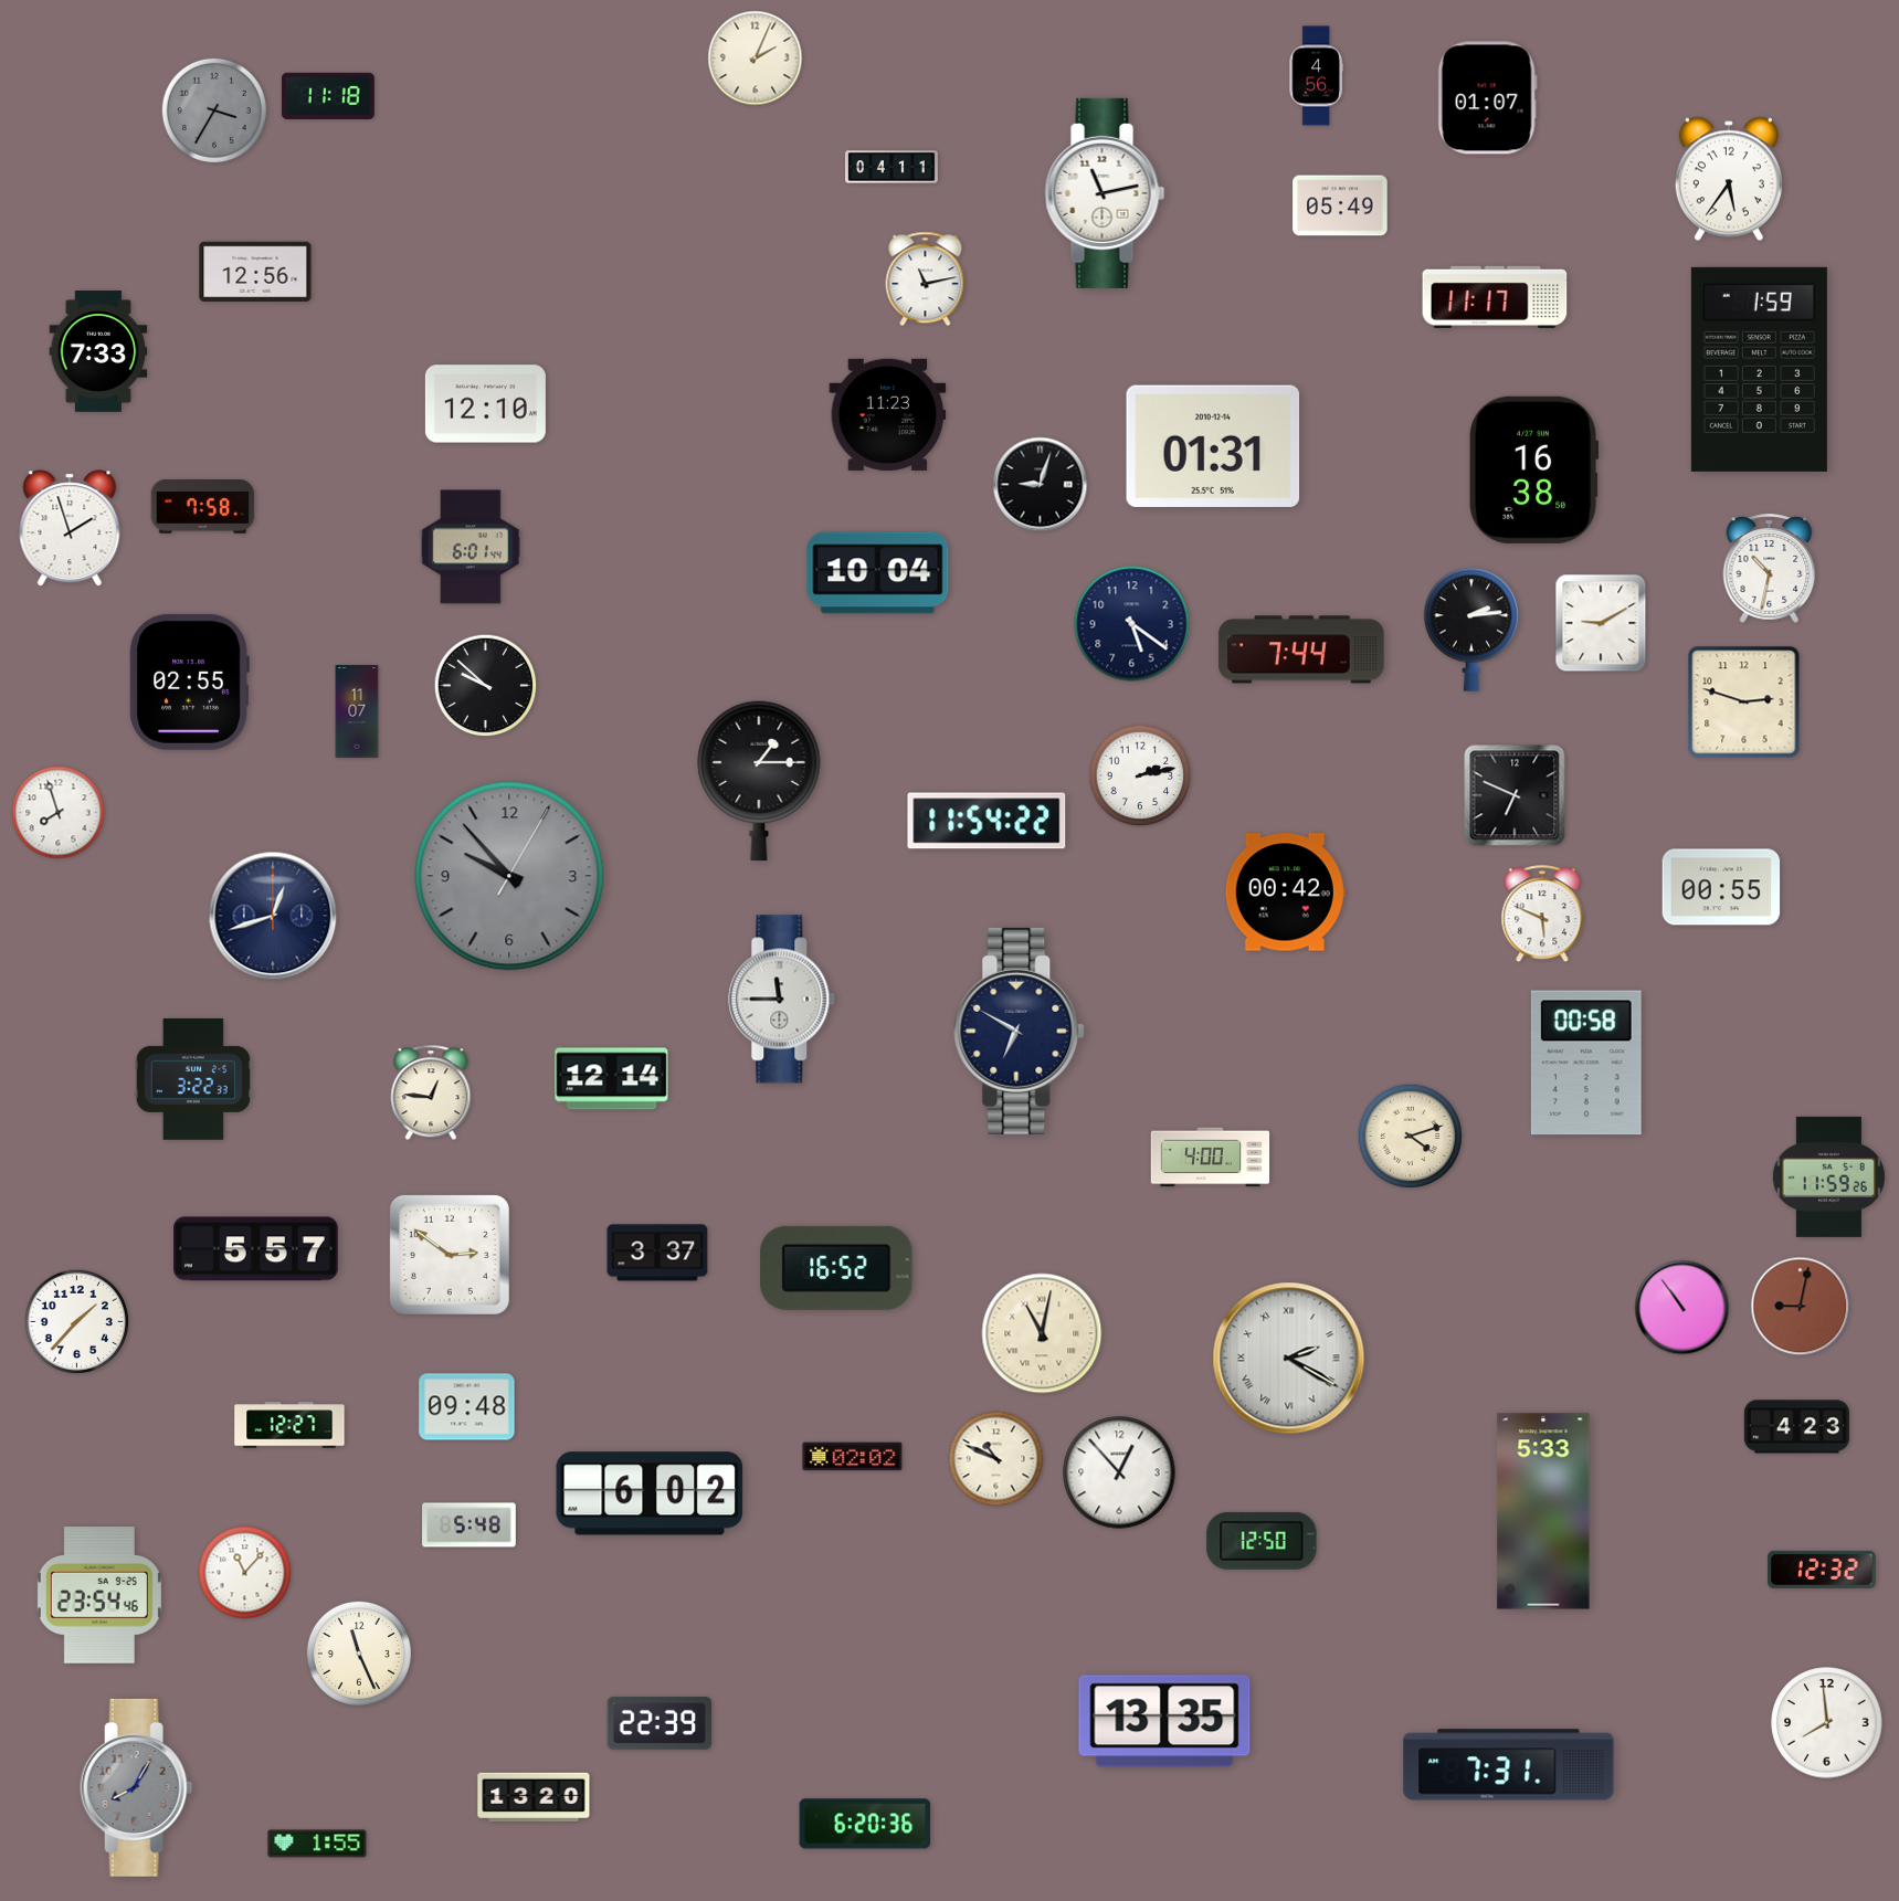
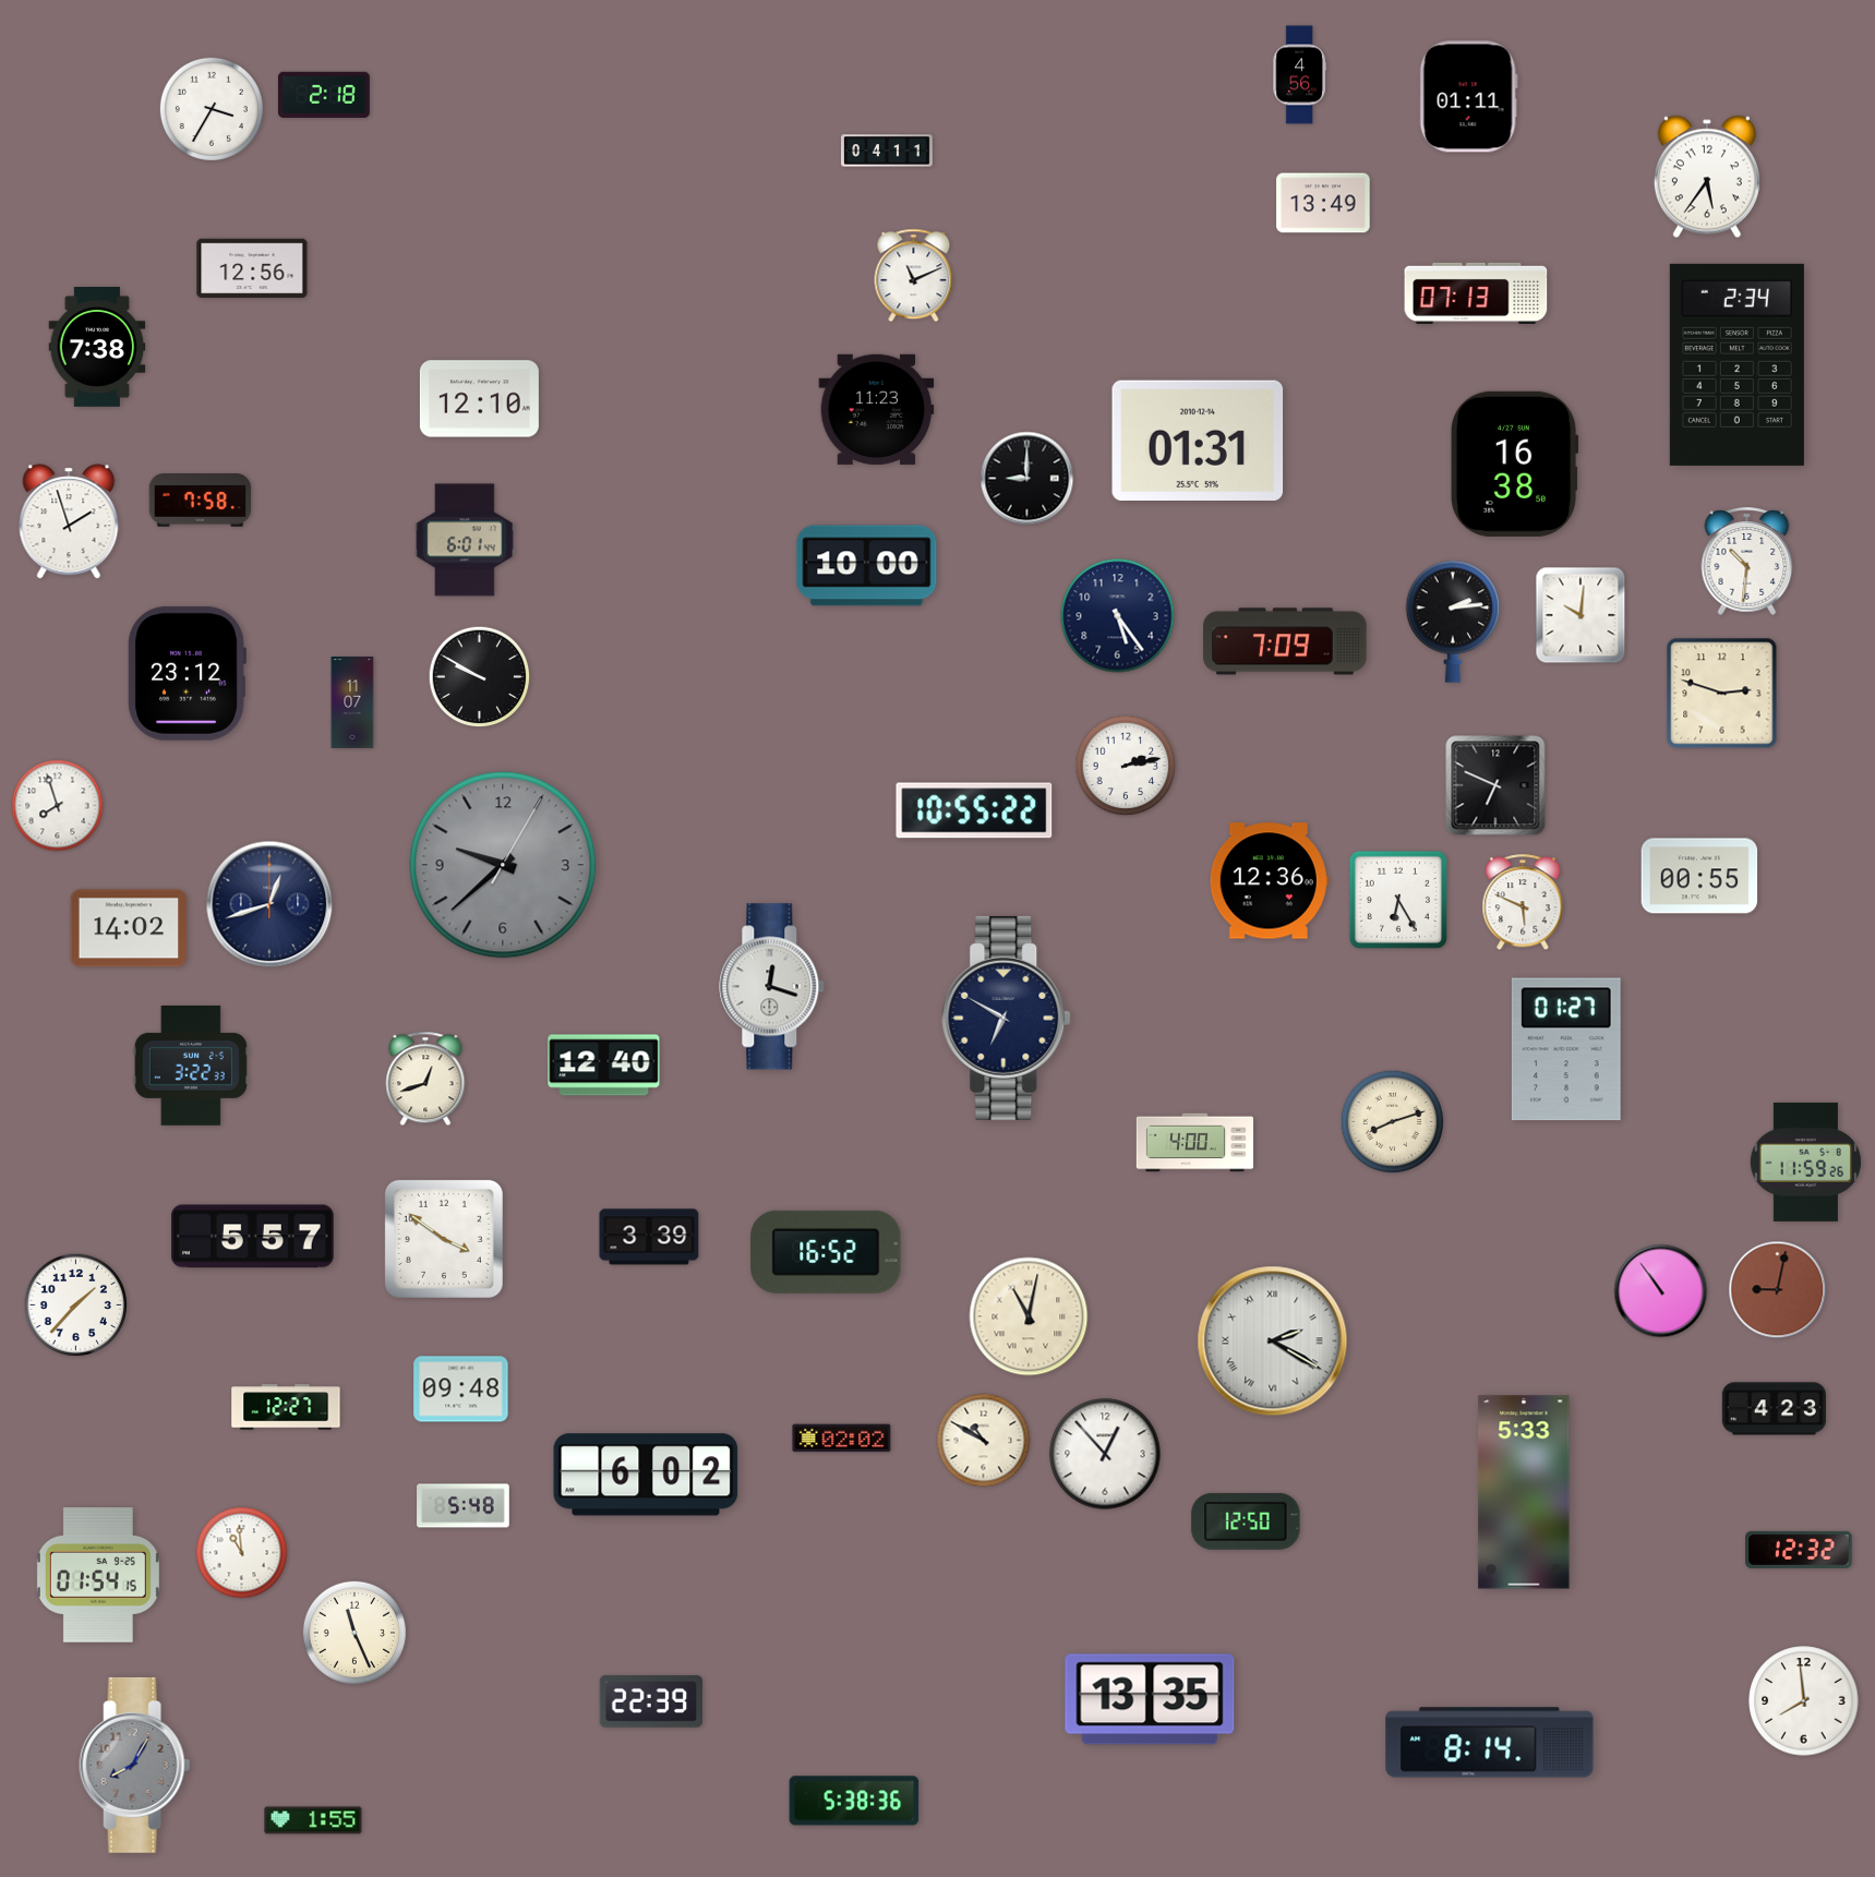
clock at (756, 59): 2:04 -> none
clock at (328, 96): 11:18 -> 2:18
clock at (1487, 98): 01:07 -> 01:11
clock at (214, 110) dial: grey -> white
clock at (893, 167) position: (893, 167) -> (888, 151)
clock at (1105, 193): 11:13 -> none
clock at (1340, 205): 05:49 -> 13:49
clock at (926, 279): 11:13 -> 11:11
clock at (1495, 297): 11:17 -> 07:13
clock at (98, 352): 7:33 -> 7:38
clock at (1759, 369): 1:59 -> 2:34
clock at (1041, 485): 9:03 -> 9:00
clock at (1770, 568): 10:32 -> 10:31
clock at (878, 573): 10:04 -> 10:00
clock at (1601, 623): 9:10 -> 10:01
clock at (1132, 624): 5:21 -> 5:24
clock at (1301, 649): 7:44 -> 7:09
clock at (189, 682): 02:55 -> 23:12
clock at (486, 686): 9:52 -> 9:50
clock at (759, 781): 1:15 -> none
clock at (59, 813) position: (59, 813) -> (58, 806)
clock at (987, 821): 11:54 -> 10:55
clock at (509, 876): 9:53 -> 9:38
clock at (1285, 893): 00:42 -> 12:36
clock at (1398, 900): none -> 6:25
clock at (129, 928): none -> 14:02
clock at (782, 1000): 11:45 -> 12:18
clock at (1586, 1063): 00:58 -> 01:27
clock at (612, 1079): 12:14 -> 12:40
clock at (431, 1092): 12:46 -> 12:42
clock at (1410, 1136): 4:12 -> 8:12
clock at (256, 1249) position: (256, 1249) -> (253, 1237)
clock at (657, 1253): 3:37 -> 3:39
clock at (450, 1255): 2:51 -> 3:51
clock at (996, 1459): 10:49 -> 10:50
clock at (650, 1493) position: (650, 1493) -> (646, 1475)
clock at (245, 1573): 11:07 -> 10:59
clock at (99, 1595): 23:54 -> 01:54
clock at (1509, 1765): 7:31 -> 8:14
clock at (534, 1797): 13:20 -> none
clock at (865, 1824): 6:20 -> 5:38
